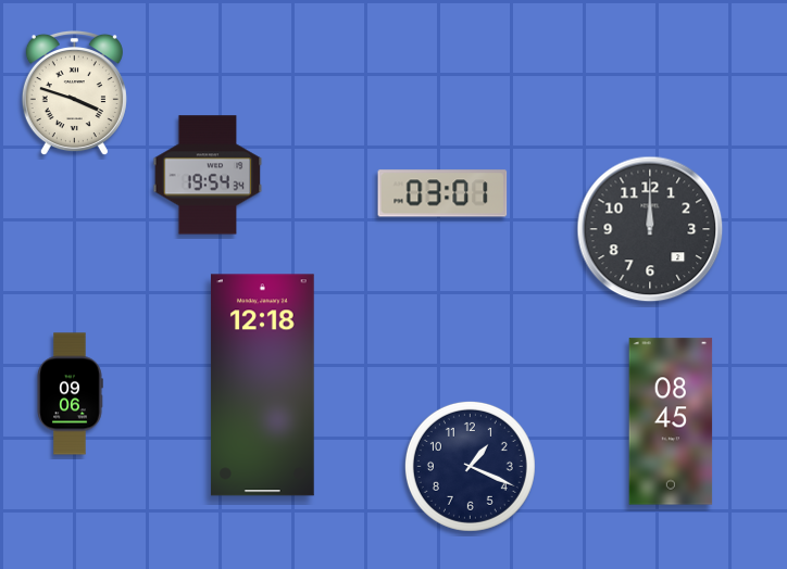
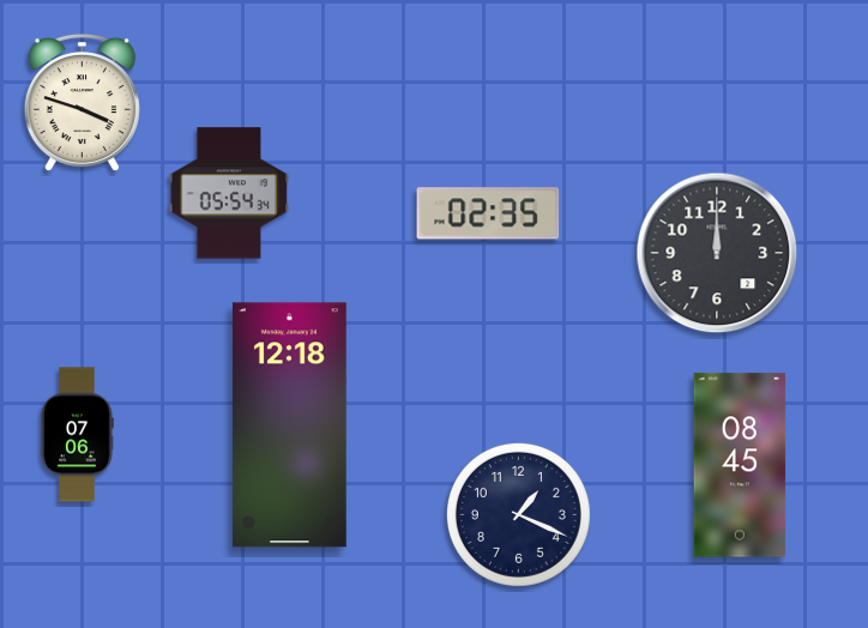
clock at (208, 175): 19:54 -> 05:54
clock at (442, 193): 03:01 -> 02:35
clock at (70, 394): 09:06 -> 07:06
